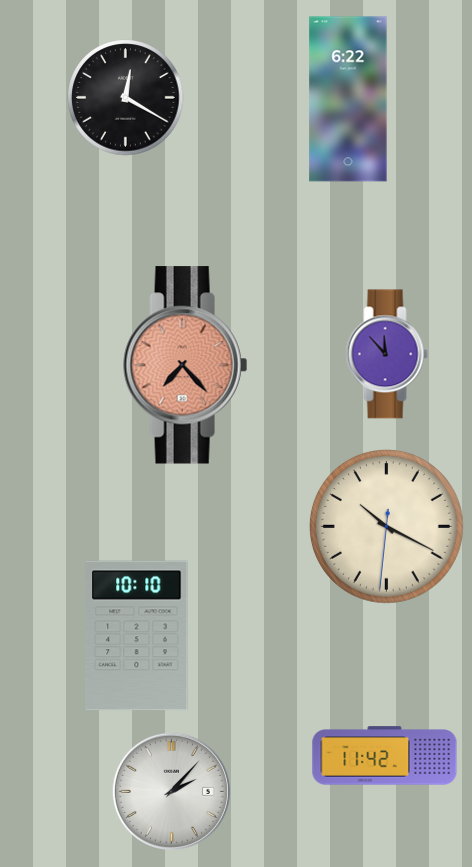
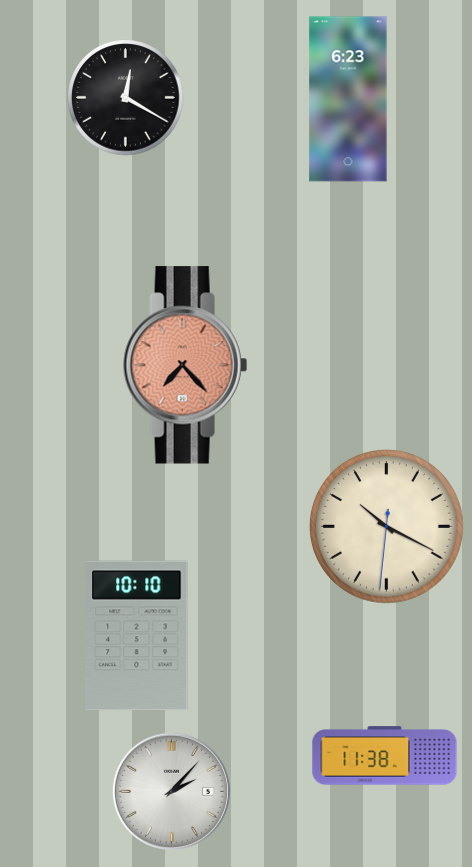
clock at (348, 99): 6:22 -> 6:23
clock at (387, 354): 11:53 -> none
clock at (385, 756): 11:42 -> 11:38
